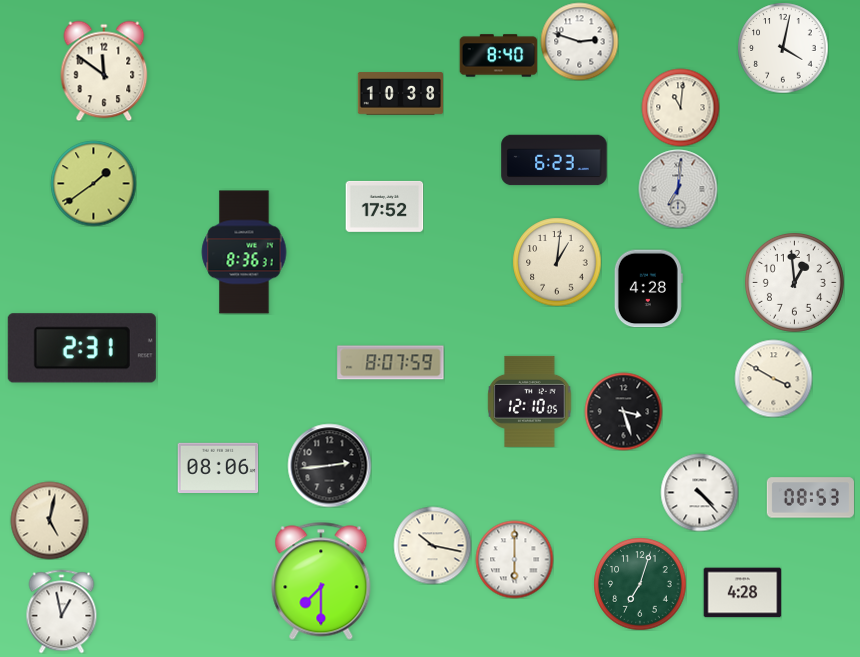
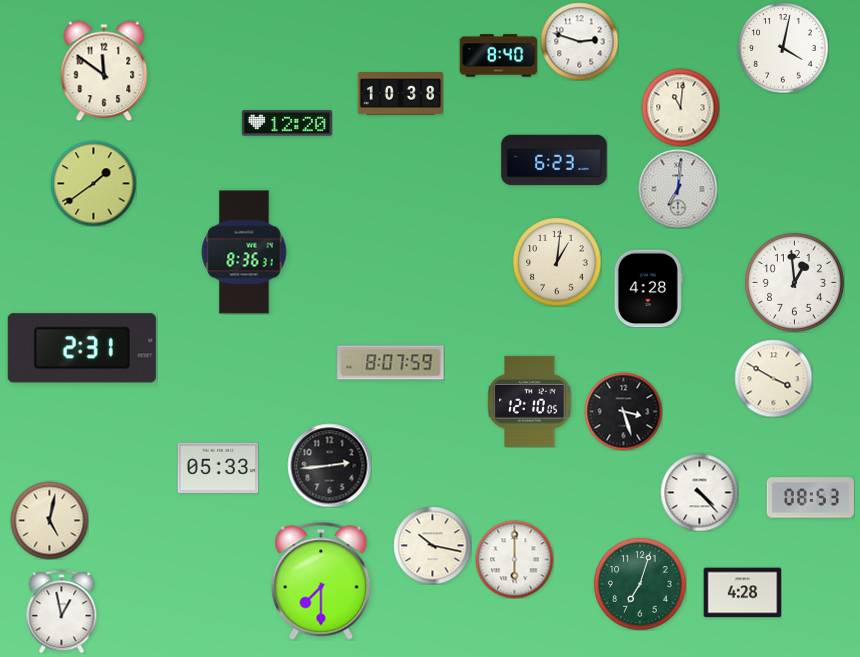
clock at (287, 123): none -> 12:20
clock at (384, 206): 17:52 -> none
clock at (218, 467): 08:06 -> 05:33
